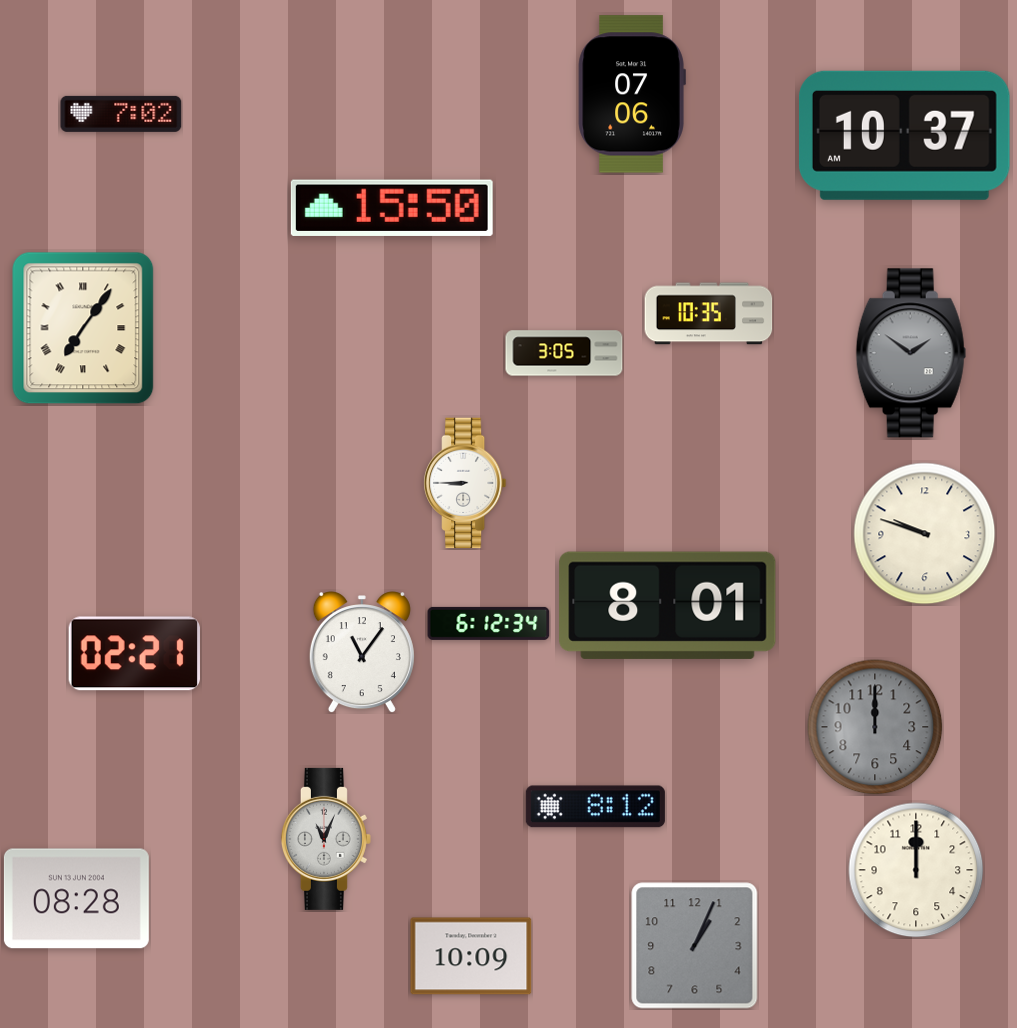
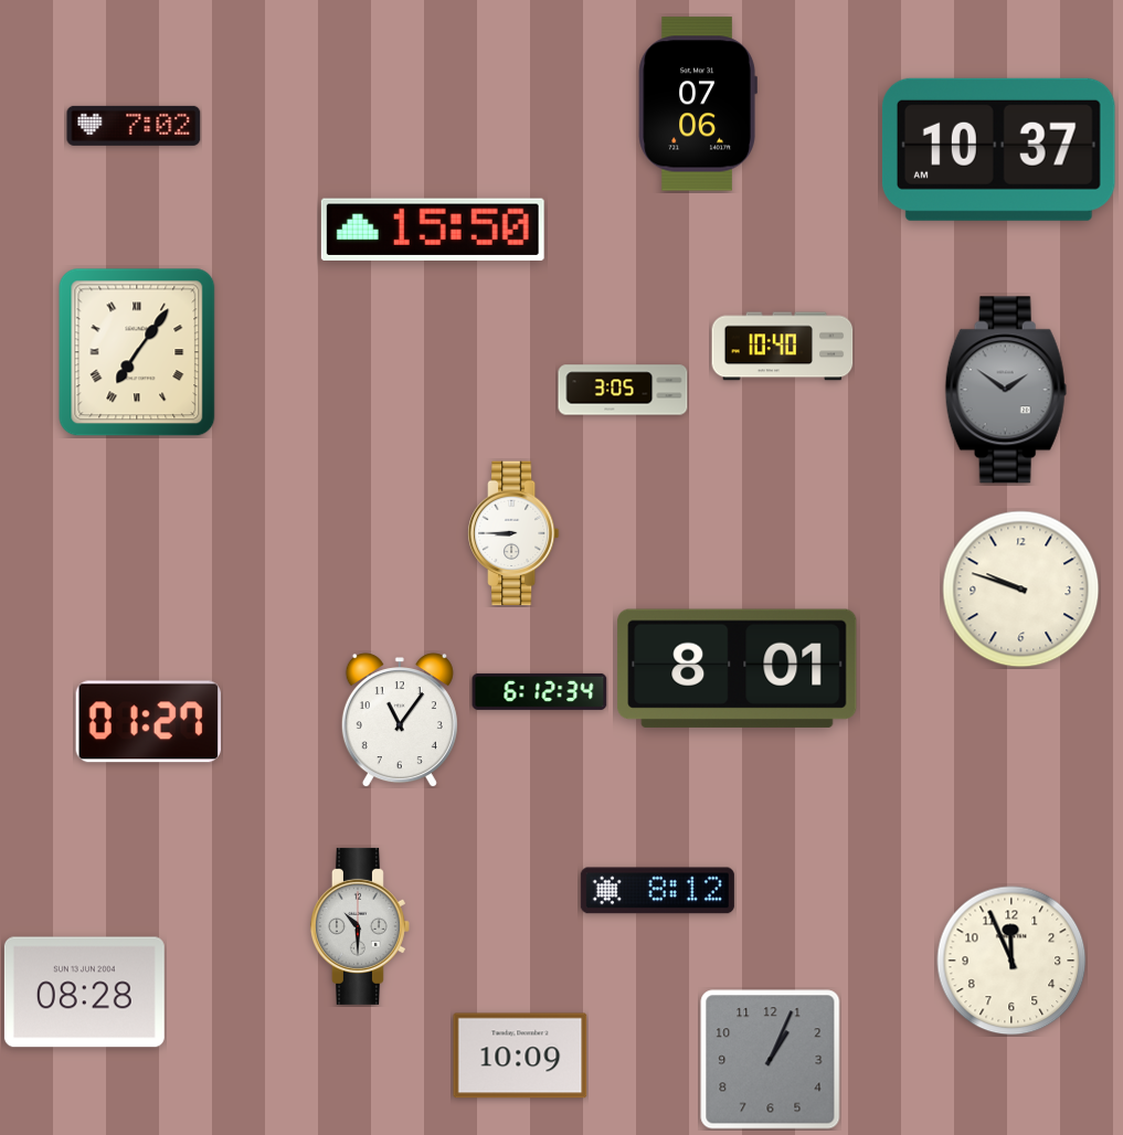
clock at (709, 314): 10:35 -> 10:40
clock at (83, 328) position: (83, 328) -> (137, 352)
clock at (489, 623) position: (489, 623) -> (540, 691)
clock at (134, 654): 02:21 -> 01:27
clock at (875, 727): 12:00 -> none
clock at (326, 839): 11:04 -> 10:30
clock at (916, 870): 12:00 -> 11:56
clock at (695, 946) position: (695, 946) -> (771, 1060)
